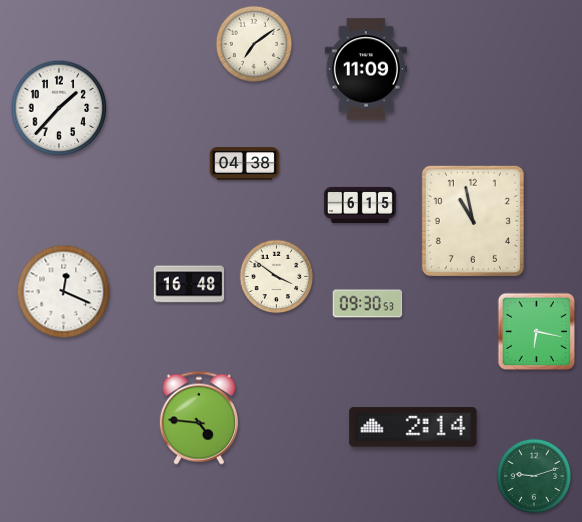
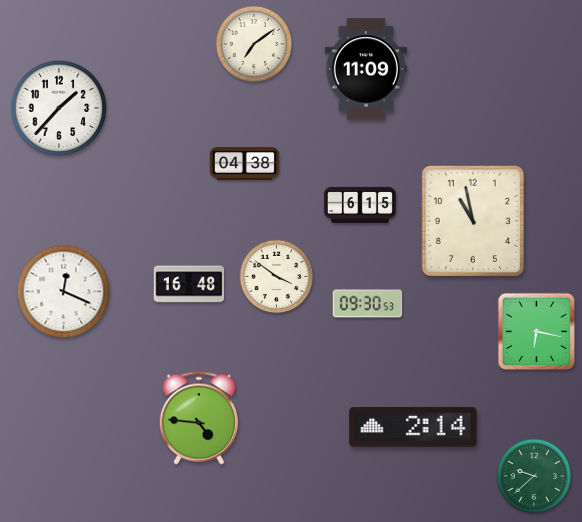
clock at (534, 476): 9:12 -> 9:38
